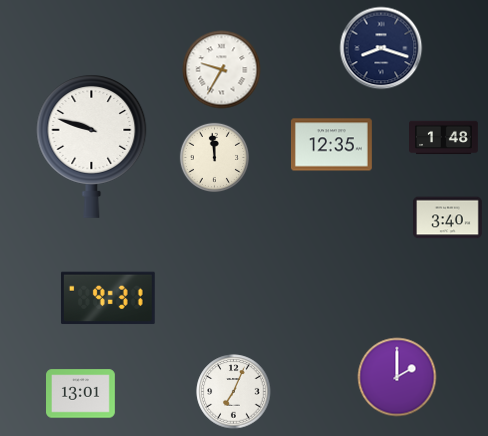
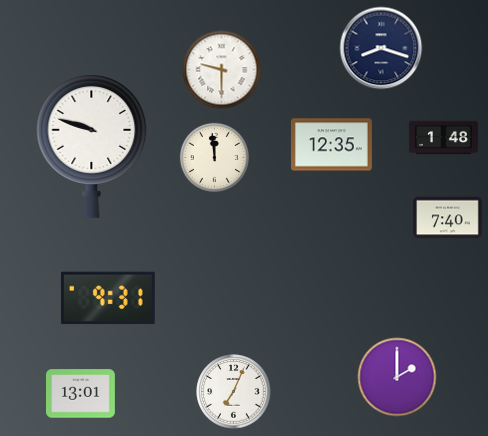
clock at (222, 70): 9:35 -> 9:30
clock at (448, 218): 3:40 -> 7:40
